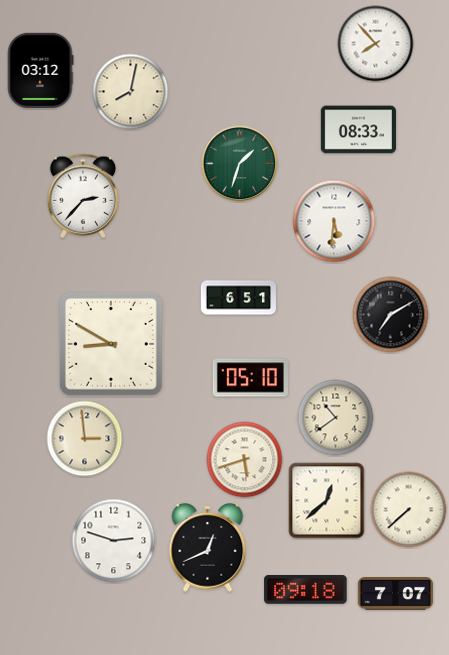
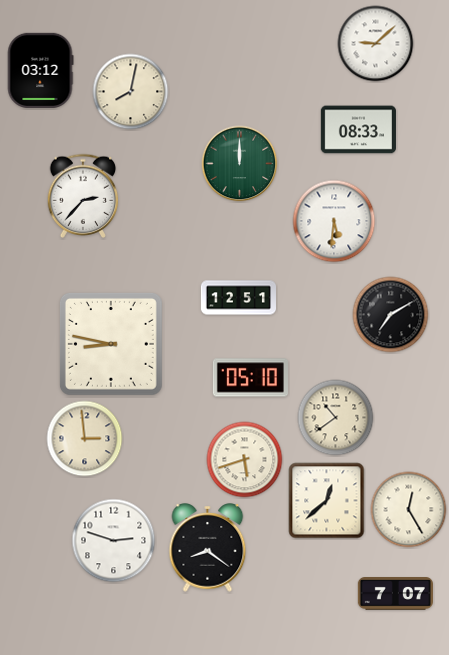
clock at (376, 44): 7:53 -> 9:08
clock at (240, 164): 1:33 -> 12:00
clock at (238, 298): 6:51 -> 12:51
clock at (111, 344): 8:50 -> 8:47
clock at (409, 510): 7:38 -> 12:25
clock at (208, 548): 12:41 -> 8:21
clock at (306, 590): 09:18 -> none
